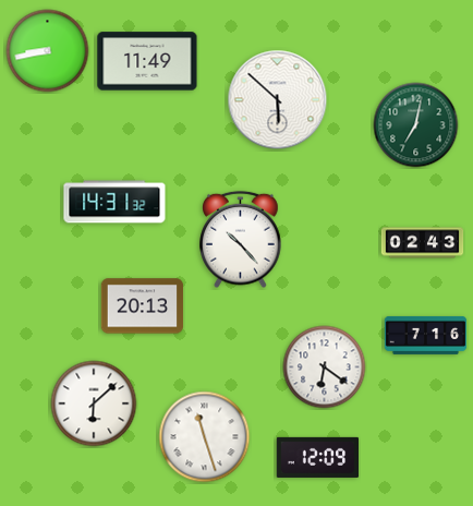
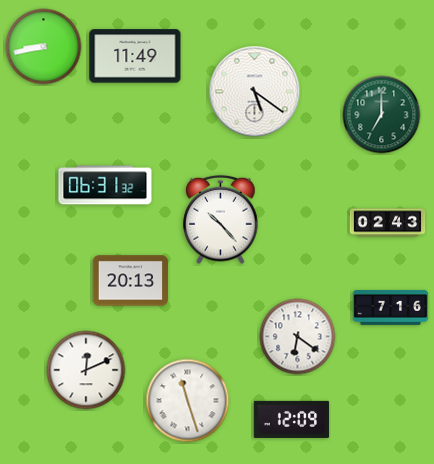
clock at (278, 100): 5:52 -> 5:21
clock at (416, 125): 7:02 -> 7:00
clock at (114, 202): 14:31 -> 06:31
clock at (94, 403): 6:08 -> 12:11
